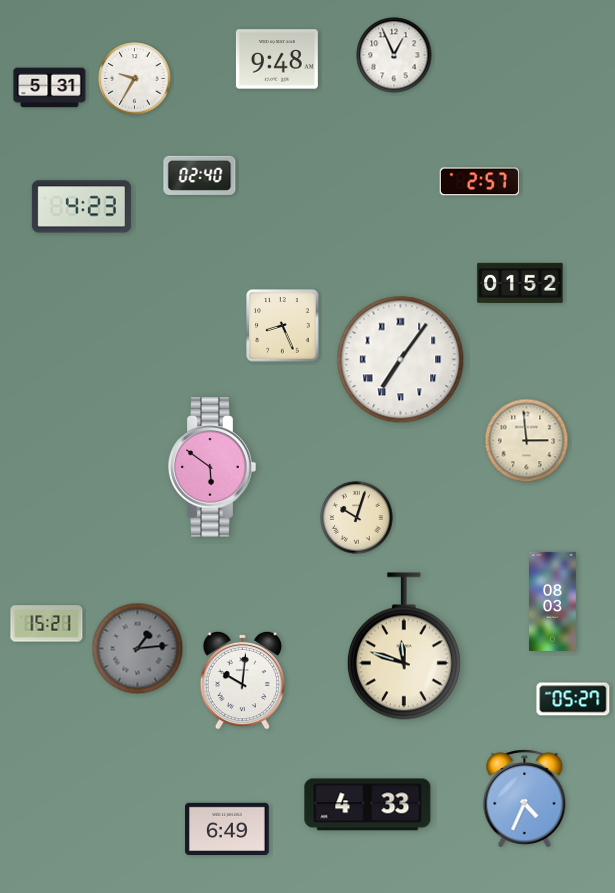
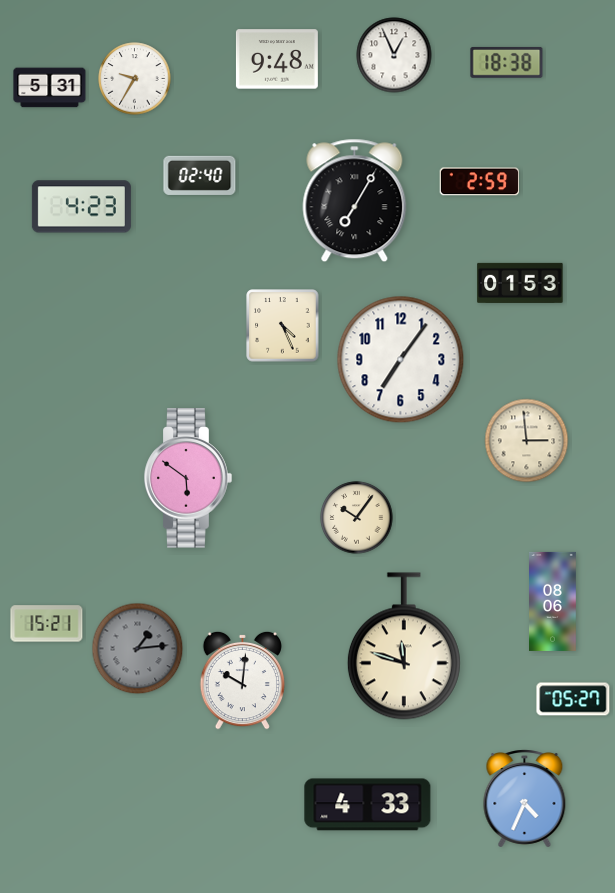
clock at (507, 63): none -> 18:38
clock at (479, 182): 2:57 -> 2:59
clock at (355, 201): none -> 7:05
clock at (520, 283): 01:52 -> 01:53
clock at (283, 326): 8:26 -> 4:26
clock at (401, 360) numerals: Roman -> Arabic
clock at (212, 467) position: (212, 467) -> (188, 478)
clock at (357, 518): 10:03 -> 10:06
clock at (553, 601): 08:03 -> 08:06
clock at (227, 828): 6:49 -> none
